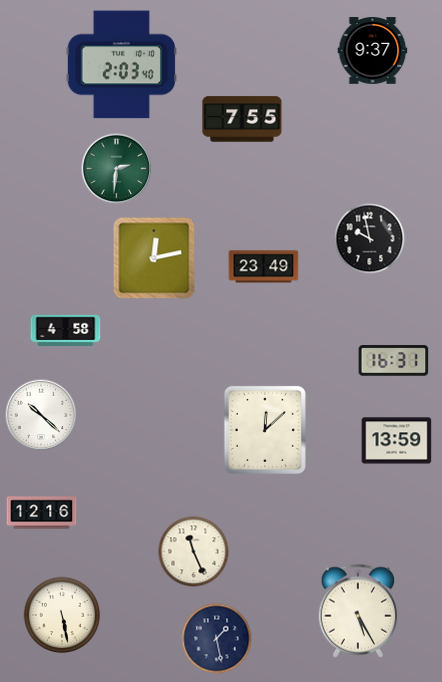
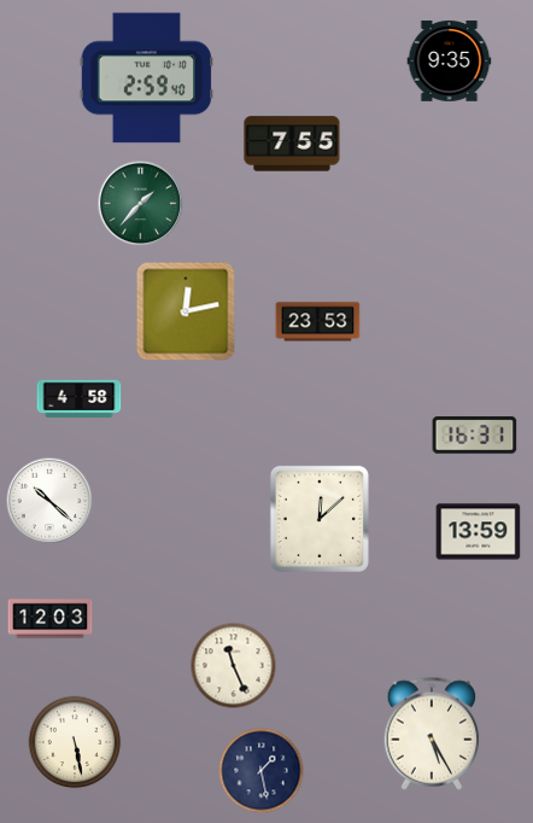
clock at (373, 51): 9:37 -> 9:35
clock at (121, 65): 2:03 -> 2:59
clock at (117, 169): 2:31 -> 1:37
clock at (370, 239): 9:58 -> none
clock at (264, 267): 23:49 -> 23:53
clock at (42, 513): 12:16 -> 12:03
clock at (358, 611) position: (358, 611) -> (432, 734)
